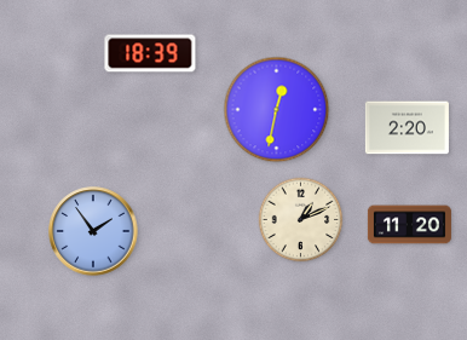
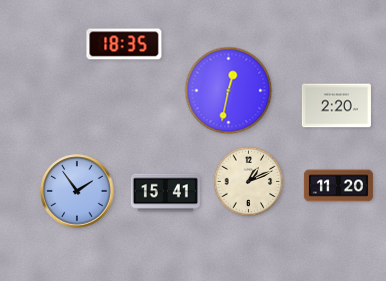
clock at (150, 53): 18:39 -> 18:35
clock at (165, 193): none -> 15:41
